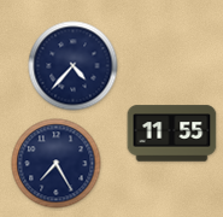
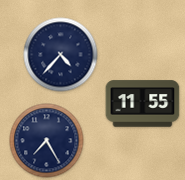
clock at (172, 134) position: (172, 134) -> (143, 104)
clock at (57, 164) position: (57, 164) -> (47, 141)
